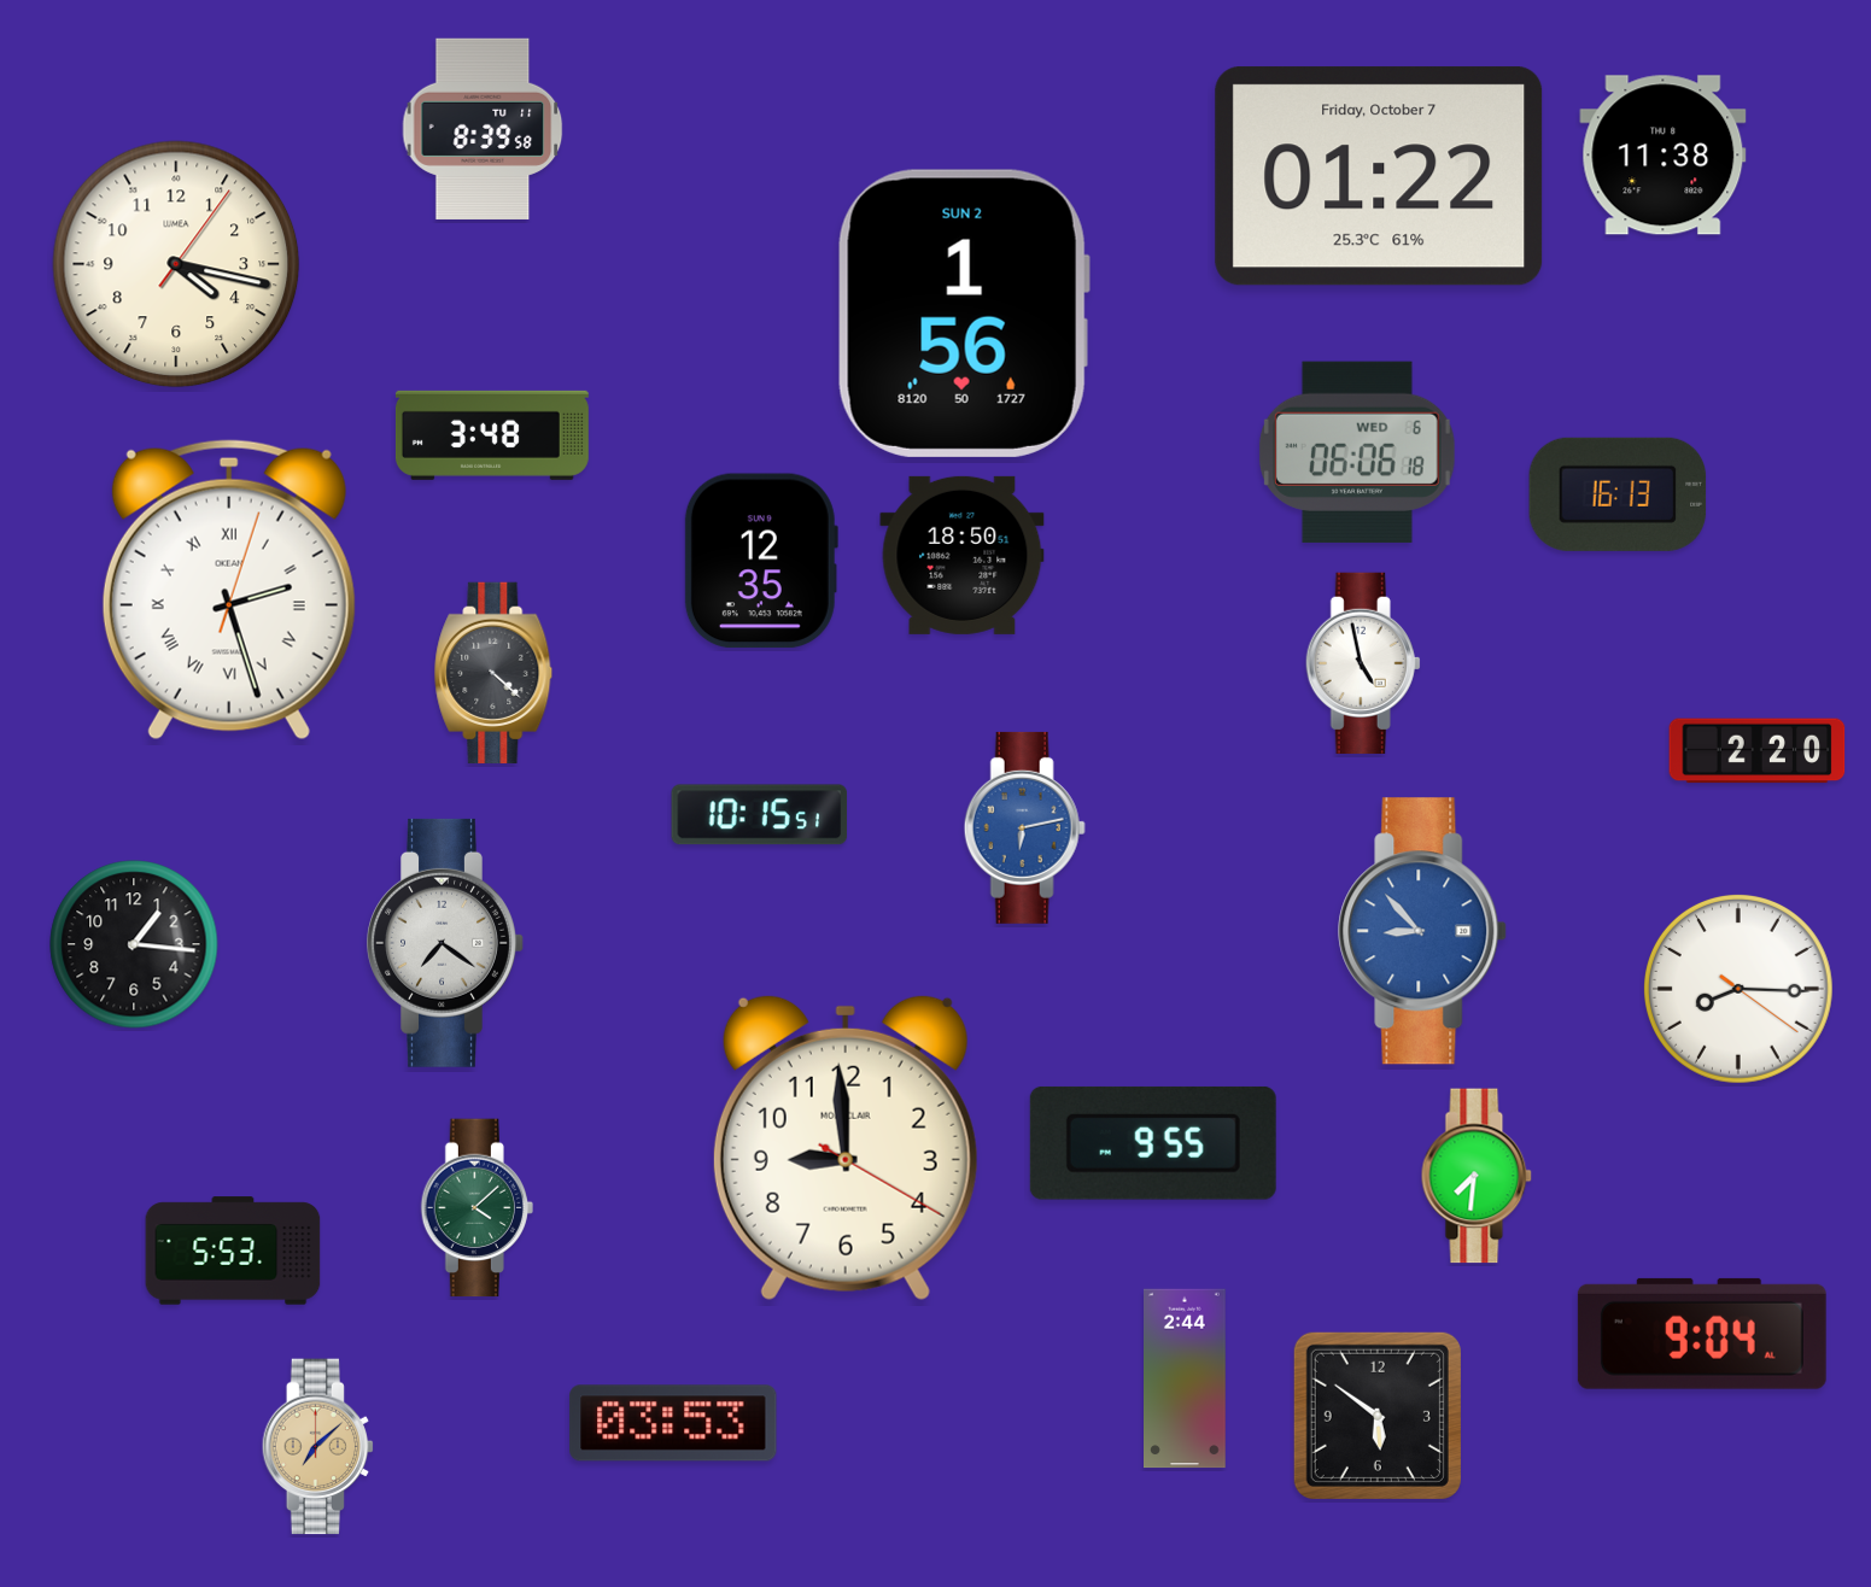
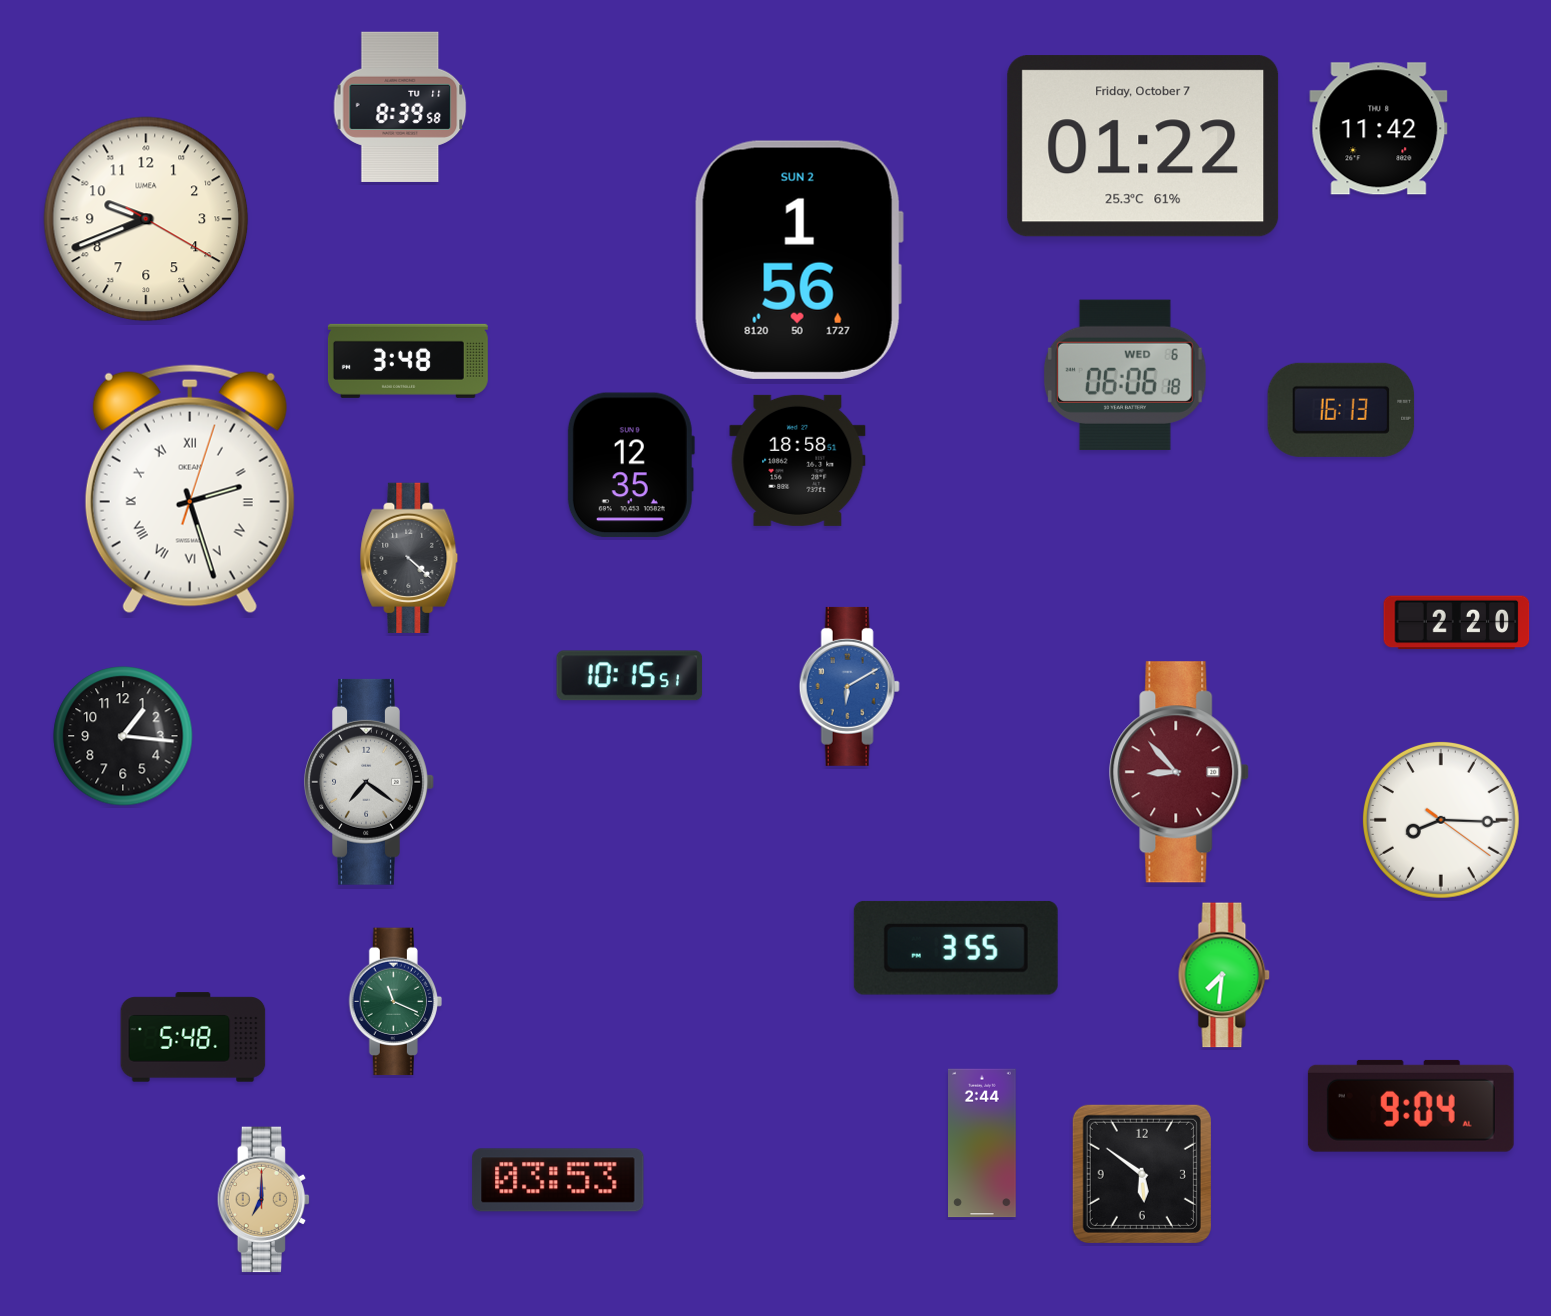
clock at (1664, 156): 11:38 -> 11:42
clock at (176, 264): 4:17 -> 9:41
clock at (963, 555): 18:50 -> 18:58
clock at (1363, 662): 4:58 -> none
clock at (1024, 827): 6:13 -> 6:10
clock at (1423, 931) dial: blue -> burgundy
clock at (134, 944) position: (134, 944) -> (123, 736)
clock at (1153, 1143): 9:55 -> 3:55
clock at (846, 1147): 8:59 -> none
clock at (476, 1208): 4:08 -> 11:19
clock at (233, 1251): 5:53 -> 5:48
clock at (318, 1447): 7:08 -> 7:00
